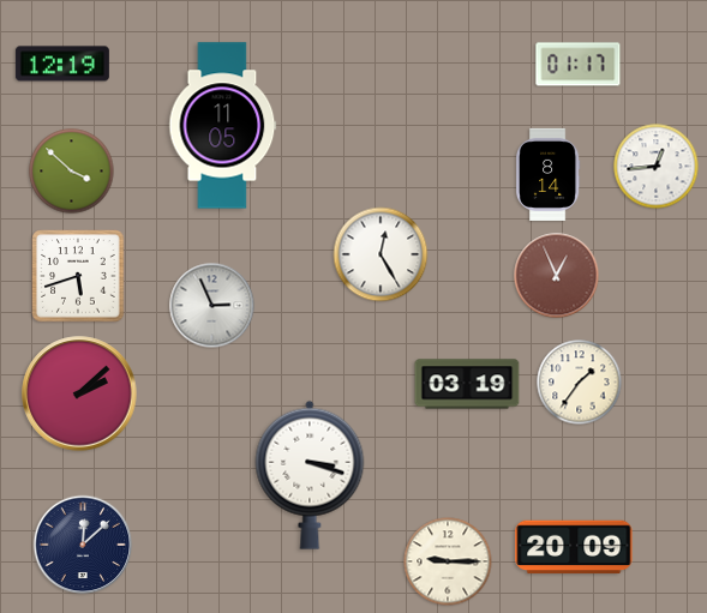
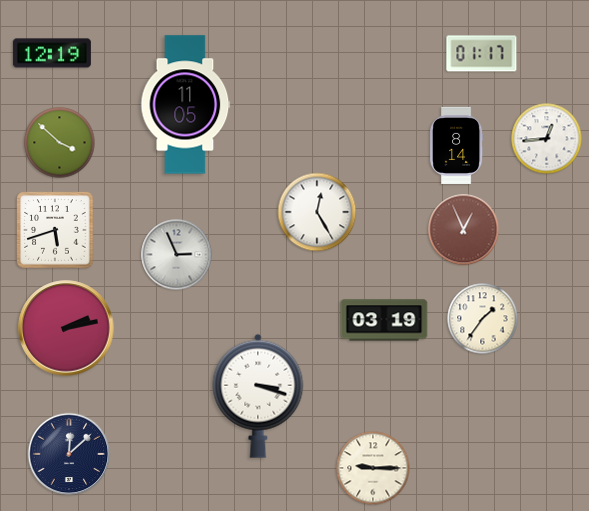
clock at (78, 276) position: (78, 276) -> (55, 230)
clock at (467, 384) position: (467, 384) -> (384, 320)
clock at (79, 393): 2:08 -> 2:13
clock at (574, 547): 20:09 -> none
